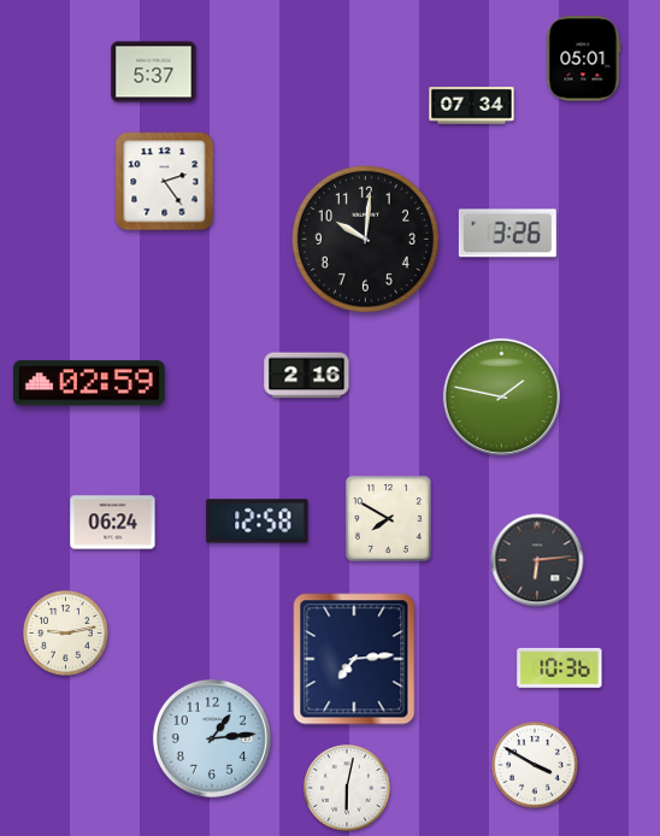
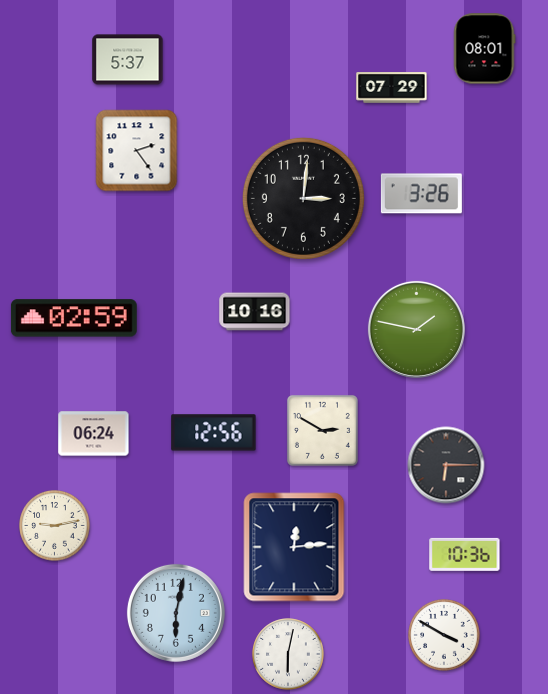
clock at (583, 59): 05:01 -> 08:01
clock at (472, 106): 07:34 -> 07:29
clock at (365, 239): 10:01 -> 3:01
clock at (307, 376): 2:16 -> 10:16
clock at (388, 518): 7:50 -> 2:50
clock at (258, 522): 12:58 -> 12:56
clock at (537, 560): 6:14 -> 6:15
clock at (354, 659): 7:14 -> 12:14
clock at (212, 738): 1:14 -> 6:02
